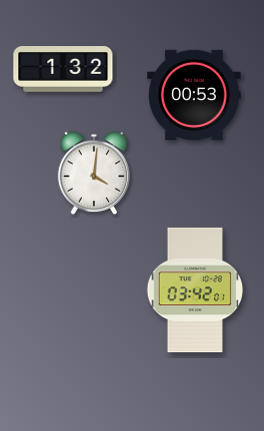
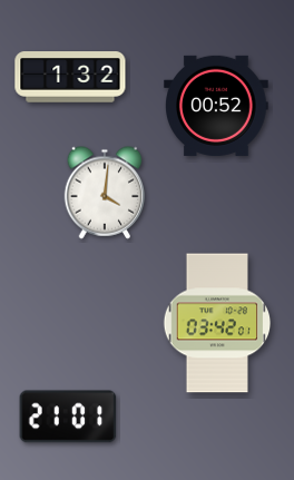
clock at (195, 95): 00:53 -> 00:52
clock at (68, 417): none -> 21:01
